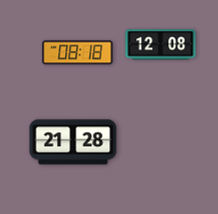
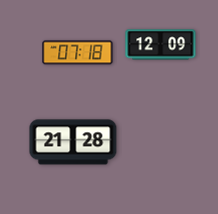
clock at (161, 45): 12:08 -> 12:09
clock at (78, 53): 08:18 -> 07:18
